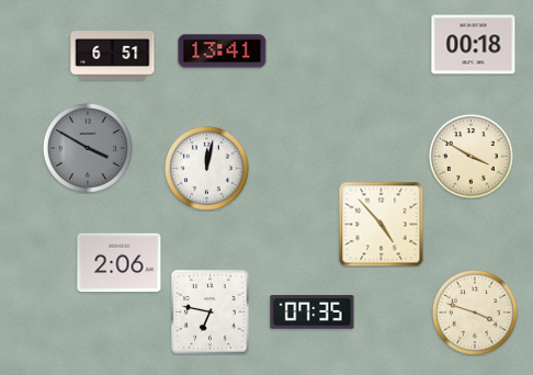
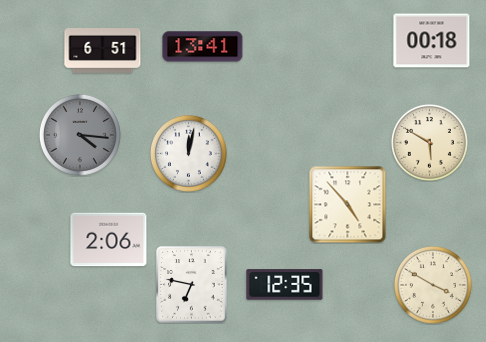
clock at (88, 148): 3:50 -> 4:16
clock at (470, 156): 3:50 -> 5:50
clock at (313, 312): 07:35 -> 12:35
clock at (475, 312): 3:48 -> 3:50
